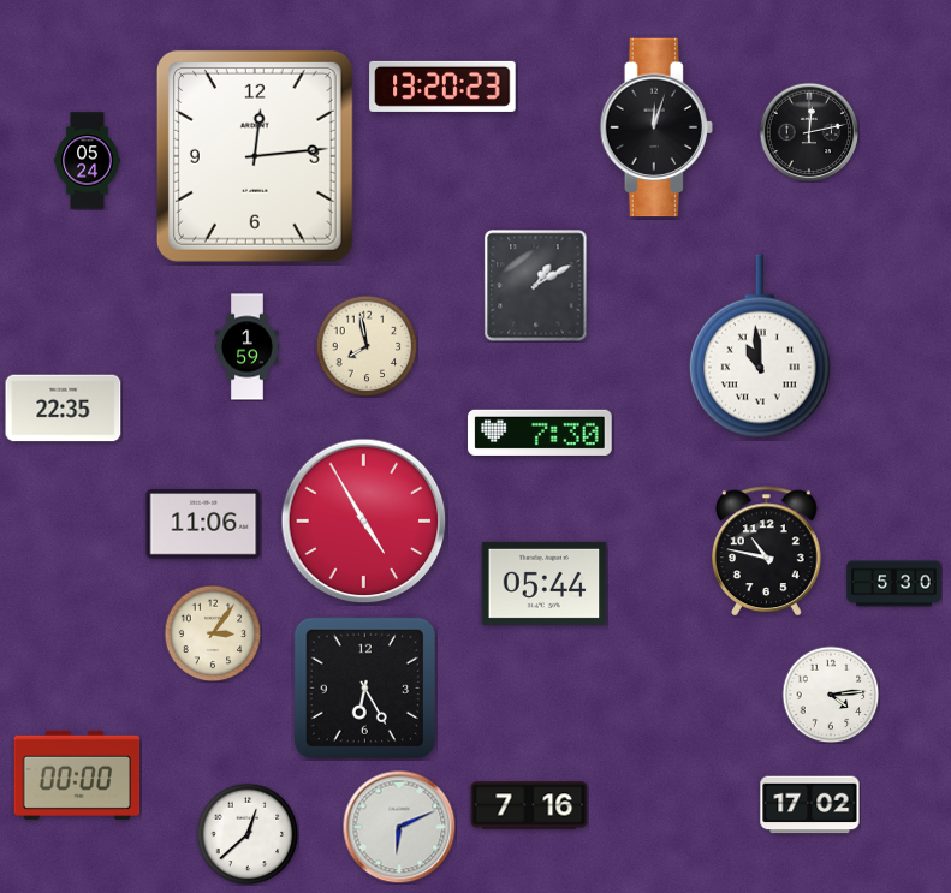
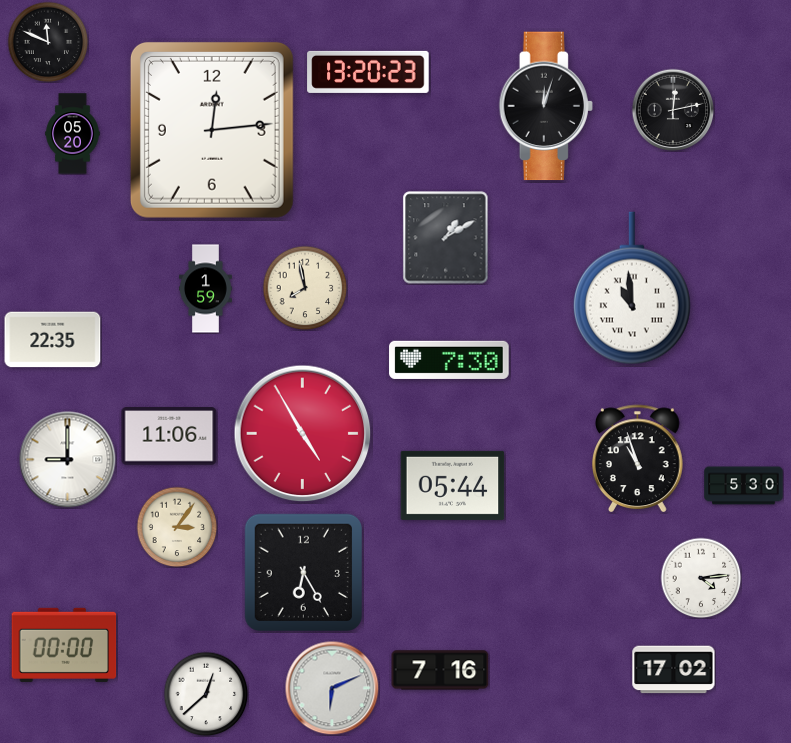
clock at (48, 42): none -> 11:49
clock at (88, 161): 05:24 -> 05:20
clock at (767, 552): 10:47 -> 10:57
clock at (68, 460): none -> 9:00
clock at (831, 695) position: (831, 695) -> (701, 578)
